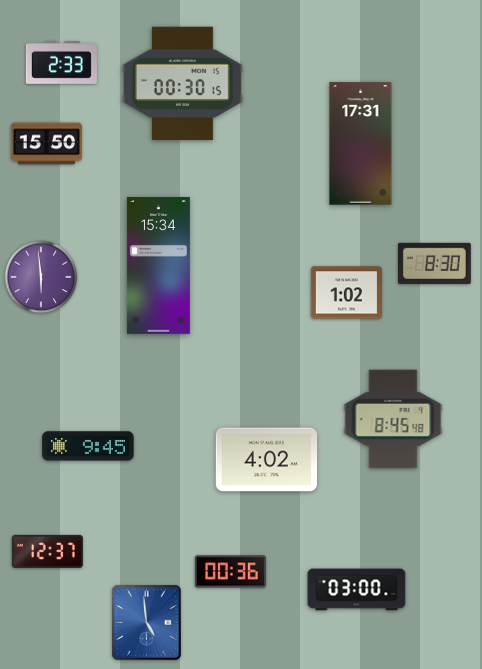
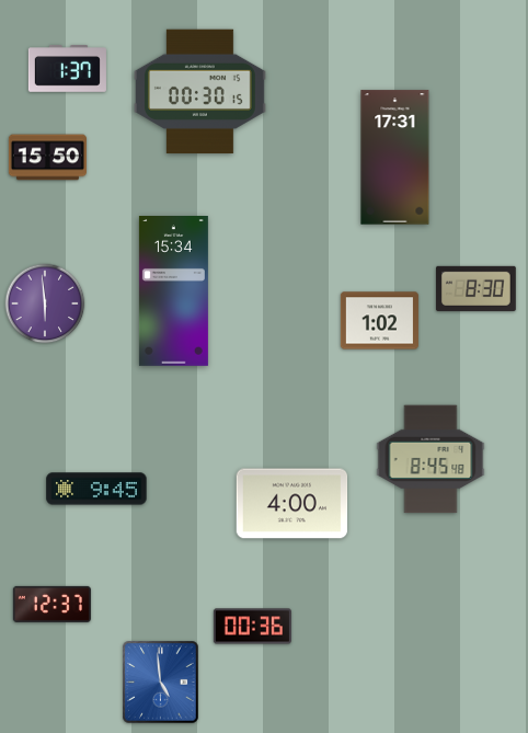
clock at (61, 63): 2:33 -> 1:37
clock at (46, 144) position: (46, 144) -> (47, 158)
clock at (267, 460): 4:02 -> 4:00
clock at (357, 590): 03:00 -> none
